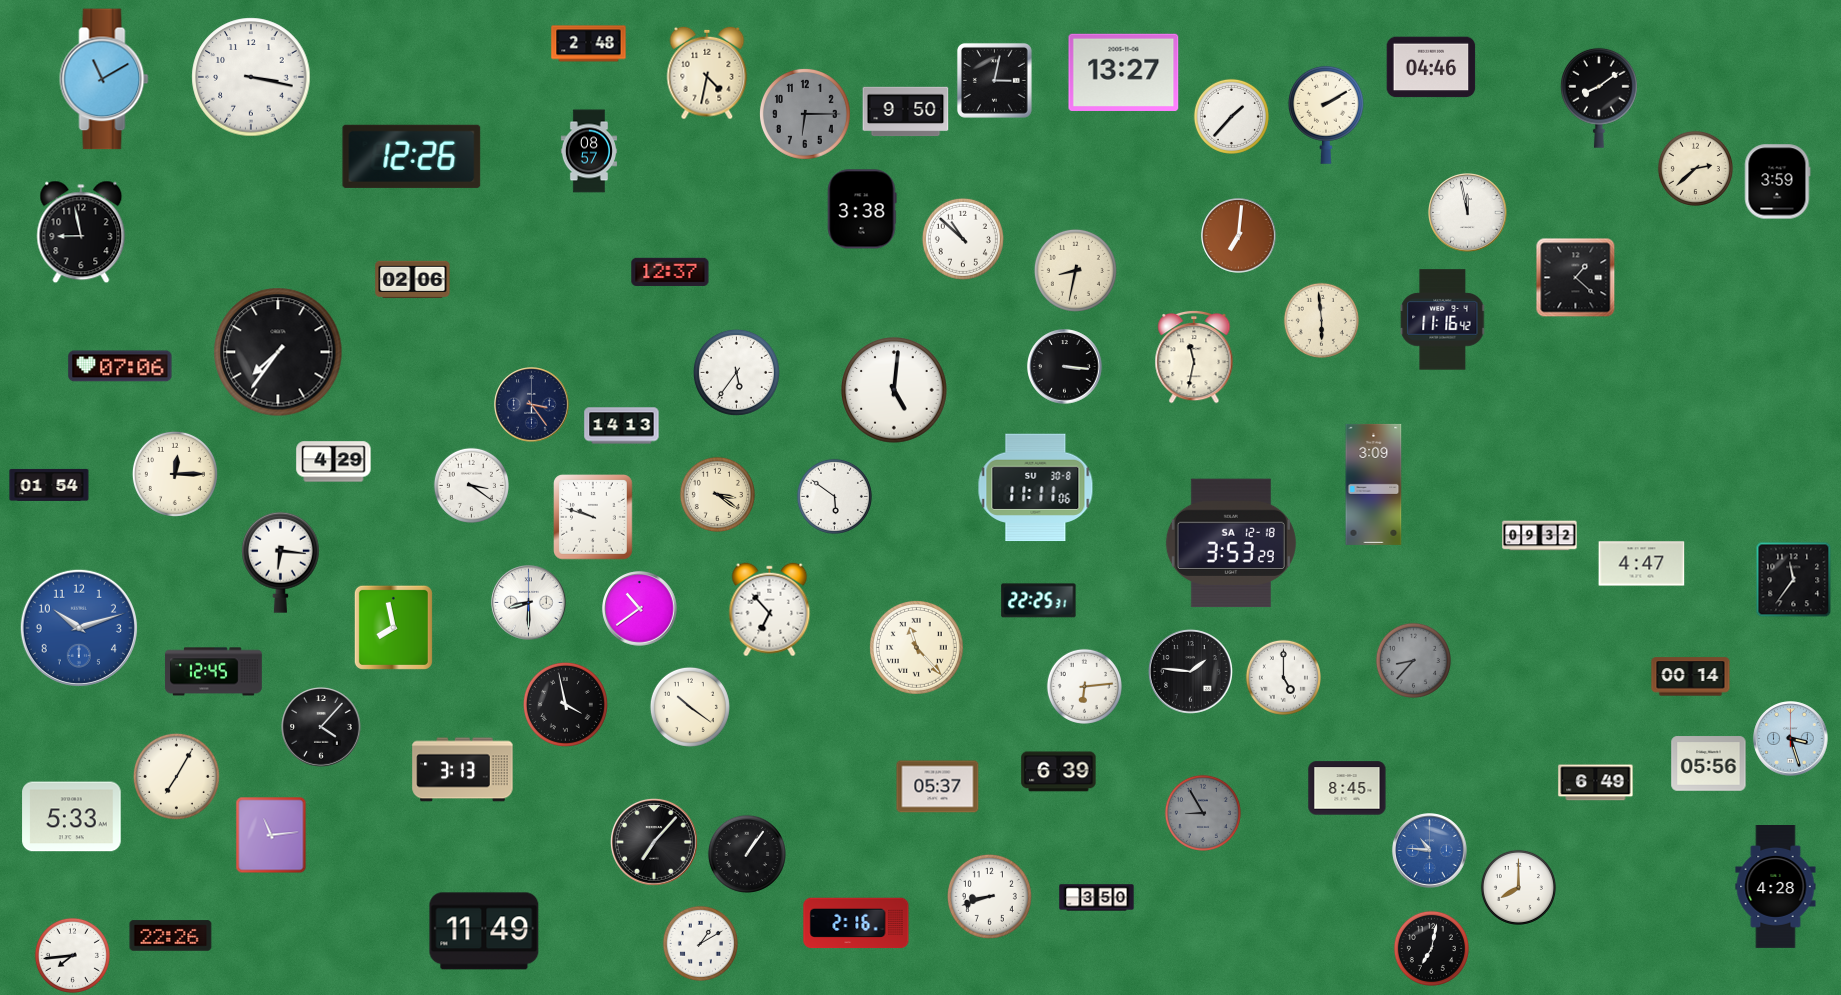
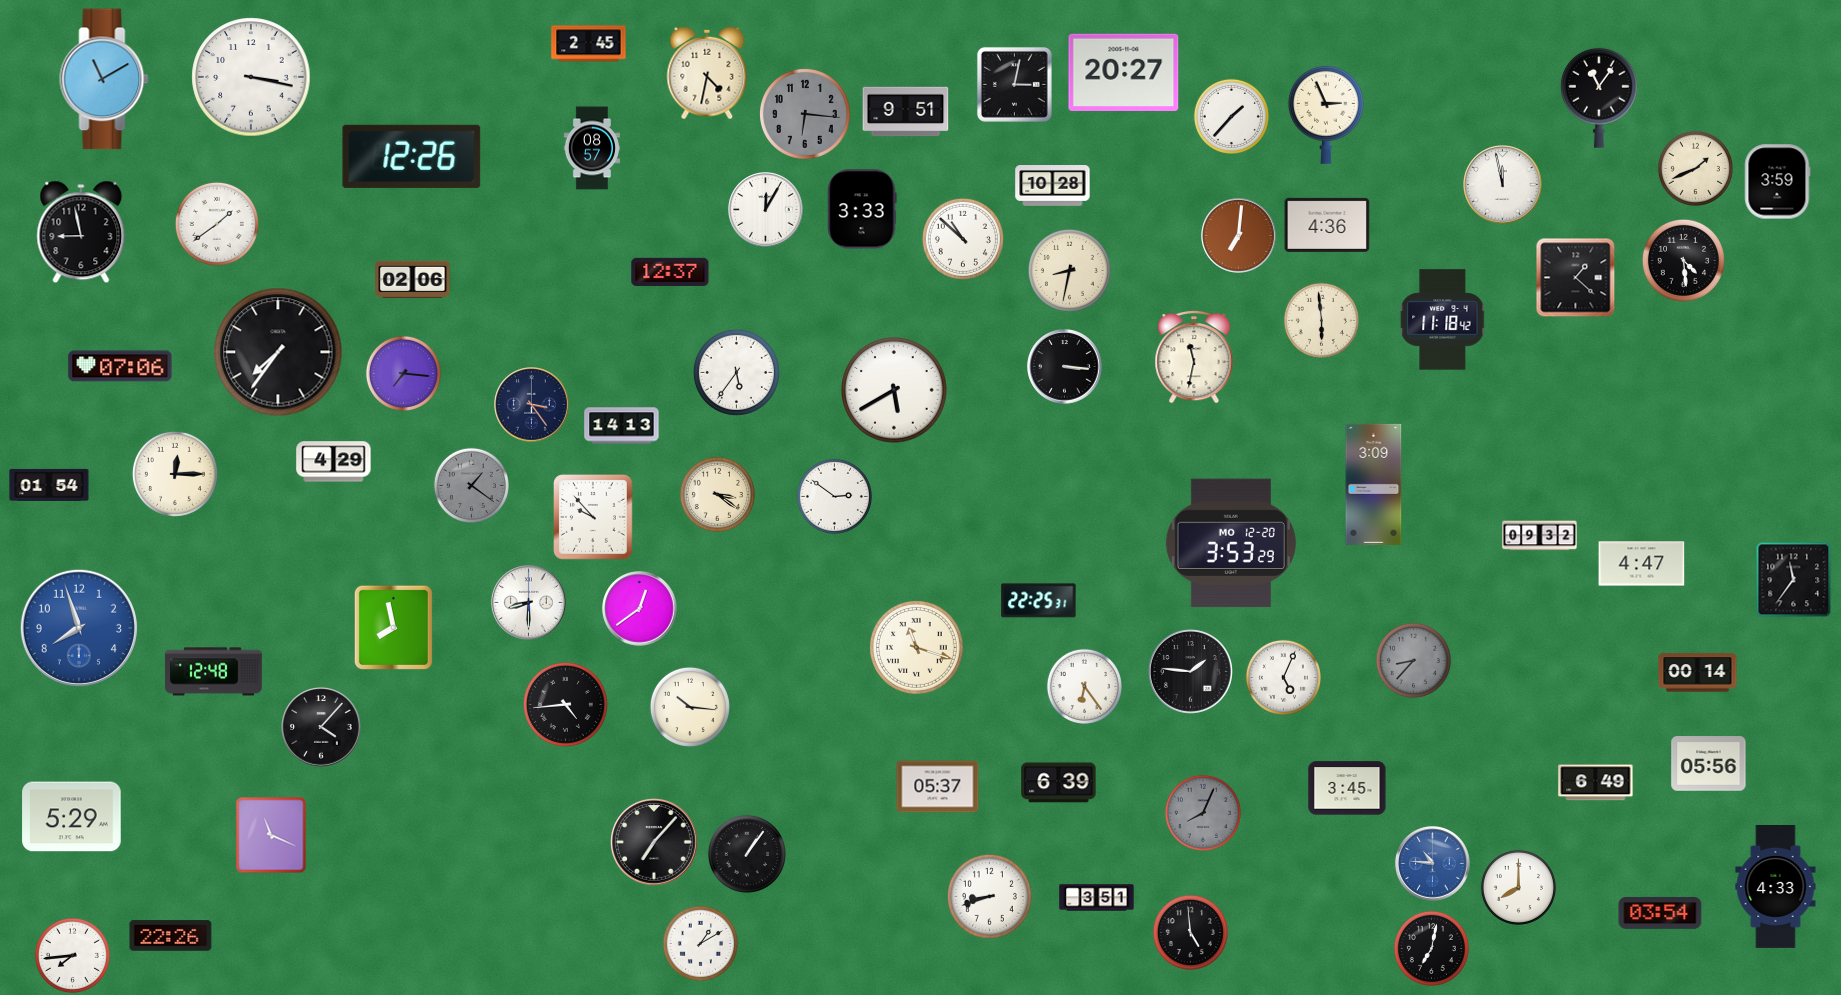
clock at (589, 44): 2:48 -> 2:45
clock at (1431, 67): 04:46 -> none
clock at (1124, 72): 13:27 -> 20:27
clock at (994, 80) position: (994, 80) -> (1014, 84)
clock at (1599, 98): 8:09 -> 11:06
clock at (906, 112): 9:50 -> 9:51
clock at (805, 114): 6:15 -> 6:16
clock at (1326, 115): 2:10 -> 2:56
clock at (589, 151) position: (589, 151) -> (592, 148)
clock at (1695, 168): 2:38 -> 1:41
clock at (1053, 186): none -> 10:28
clock at (862, 209): 3:38 -> 3:33
clock at (766, 210): none -> 12:05
clock at (1468, 213) position: (1468, 213) -> (1503, 185)
clock at (217, 224): none -> 1:39
clock at (1327, 225): none -> 4:36
clock at (1683, 260): none -> 4:29
clock at (1075, 270) position: (1075, 270) -> (1069, 270)
clock at (1443, 320): 11:16 -> 11:18
clock at (403, 373): none -> 7:16
clock at (894, 390): 5:01 -> 5:40
clock at (471, 485): 3:21 -> 1:21
clock at (471, 485) dial: white -> grey
clock at (1036, 488): 11:11 -> none
clock at (834, 496): 5:51 -> 2:51
clock at (594, 518): 9:48 -> 9:53
clock at (1231, 543) date: SA 12-18 -> MO 12-20
clock at (281, 562): 6:16 -> none
clock at (640, 609): 10:39 -> 12:39
clock at (770, 610): 6:53 -> none
clock at (79, 628): 10:12 -> 7:57
clock at (916, 647): 11:23 -> 11:18
clock at (214, 672): 12:45 -> 12:48
clock at (1283, 677): 5:00 -> 5:04
clock at (1691, 677) position: (1691, 677) -> (1698, 673)
clock at (1084, 686): 6:14 -> 6:24
clock at (565, 704): 3:58 -> 4:44
clock at (690, 707): 10:21 -> 10:16
clock at (1791, 739): 3:27 -> none
clock at (463, 770): 3:13 -> none
clock at (1059, 772) position: (1059, 772) -> (1059, 783)
clock at (176, 776): 7:05 -> none
clock at (1347, 788): 8:45 -> 3:45
clock at (1203, 813): 8:55 -> 8:04
clock at (72, 817): 5:33 -> 5:29
clock at (271, 835): 11:14 -> 11:19
clock at (1430, 851) position: (1430, 851) -> (1433, 864)
clock at (1776, 887): 4:28 -> 4:33
clock at (1097, 898): 3:50 -> 3:51
clock at (1660, 913): none -> 03:54
clock at (856, 923): 2:16 -> none
clock at (484, 931): 11:49 -> none
clock at (1190, 932): none -> 4:59
